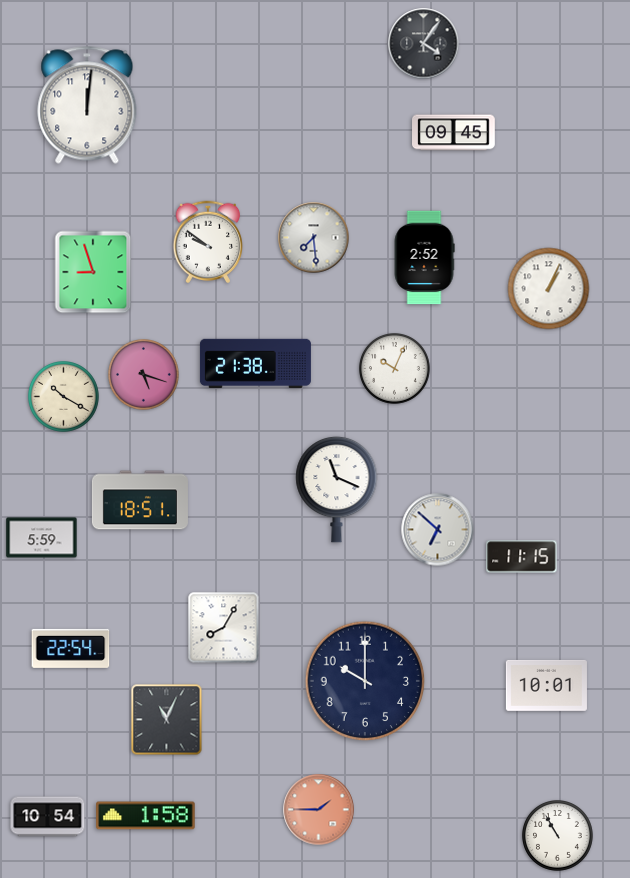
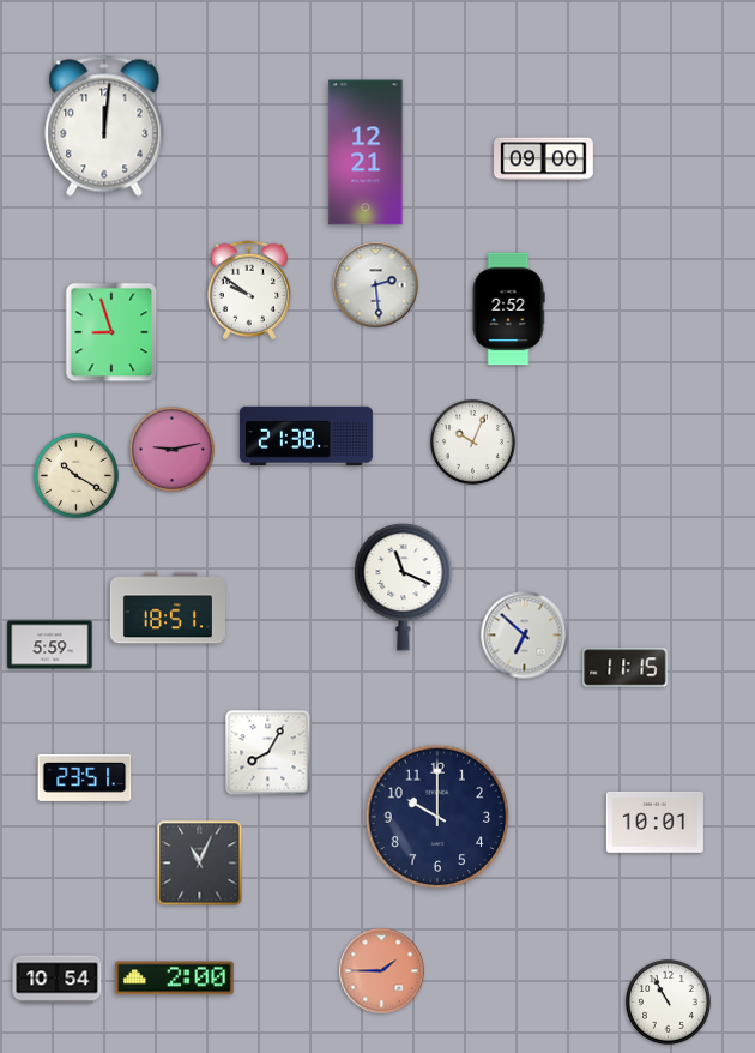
clock at (424, 44): 4:06 -> none
clock at (366, 152): none -> 12:21
clock at (454, 133): 09:45 -> 09:00
clock at (314, 238): 7:29 -> 2:29
clock at (93, 272) position: (93, 272) -> (111, 332)
clock at (549, 289): 1:04 -> none
clock at (144, 375): 5:18 -> 9:13
clock at (140, 500) position: (140, 500) -> (168, 608)
clock at (71, 648): 22:54 -> 23:51
clock at (146, 816): 1:58 -> 2:00
